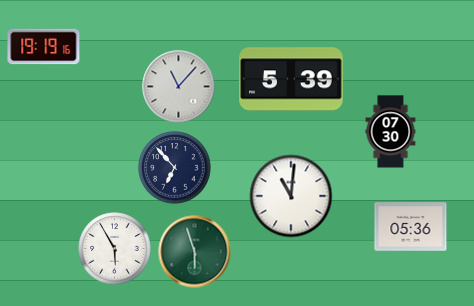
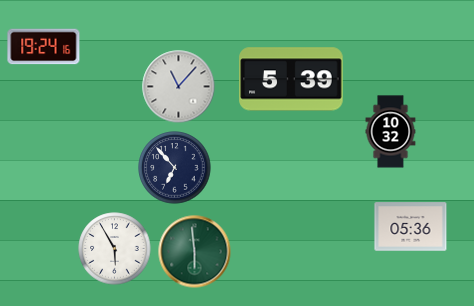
clock at (44, 47): 19:19 -> 19:24
clock at (391, 132): 07:30 -> 10:32
clock at (291, 196): 11:01 -> none
clock at (195, 252): 5:57 -> 5:59
